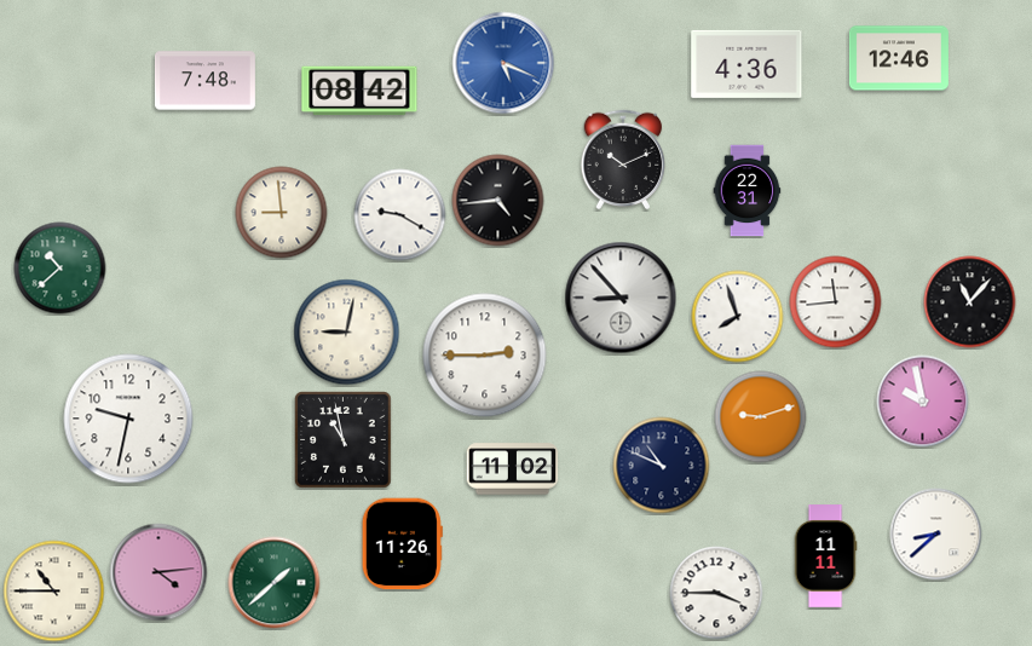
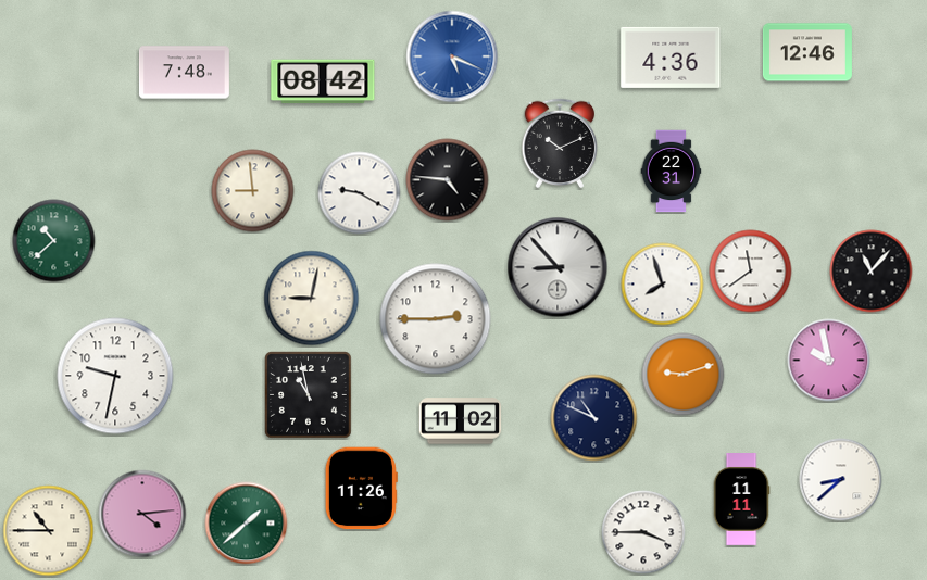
clock at (498, 201): 4:44 -> 4:46
clock at (836, 302): 11:44 -> 11:39
